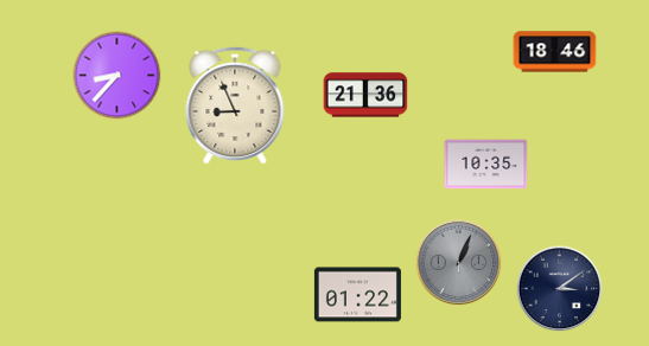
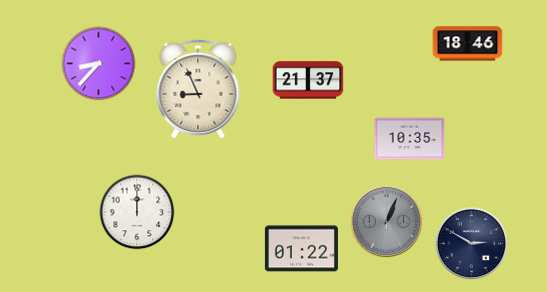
clock at (365, 95): 21:36 -> 21:37
clock at (137, 212): none -> 12:00
clock at (560, 289): 3:09 -> 2:50
